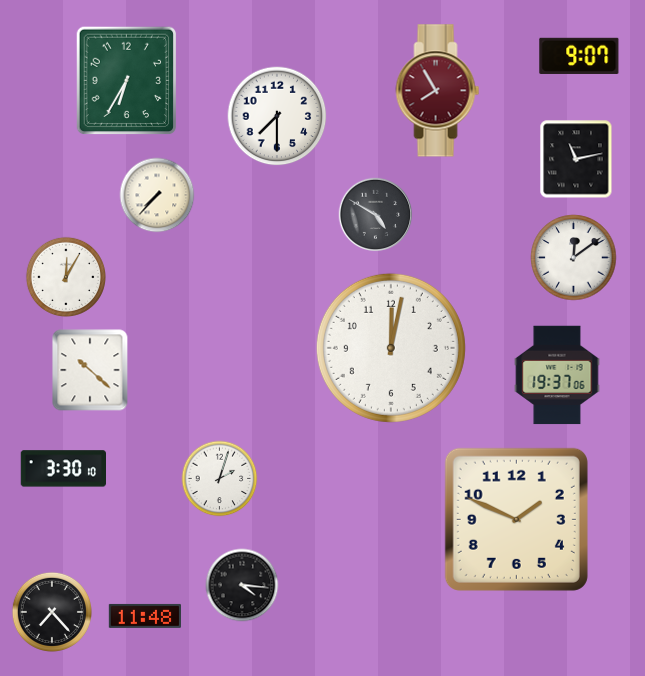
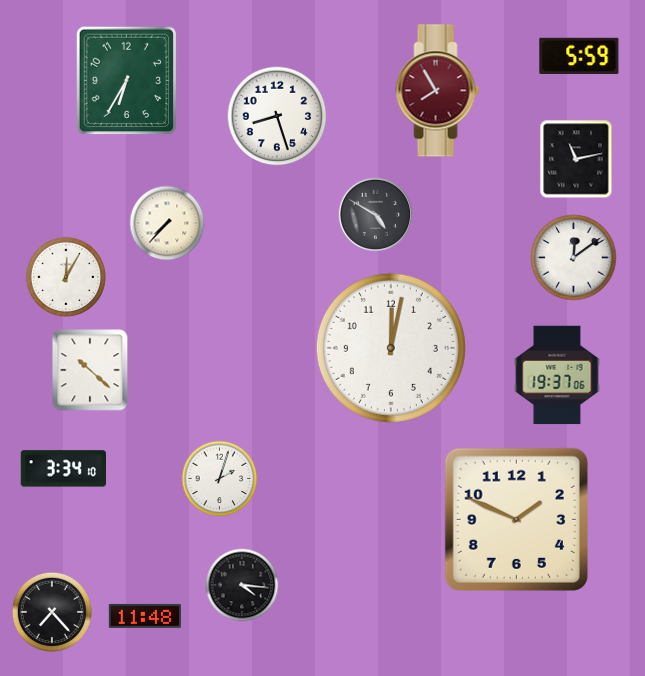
clock at (579, 56): 9:07 -> 5:59
clock at (277, 116): 7:30 -> 8:27
clock at (157, 195) position: (157, 195) -> (167, 223)
clock at (63, 469): 3:30 -> 3:34
